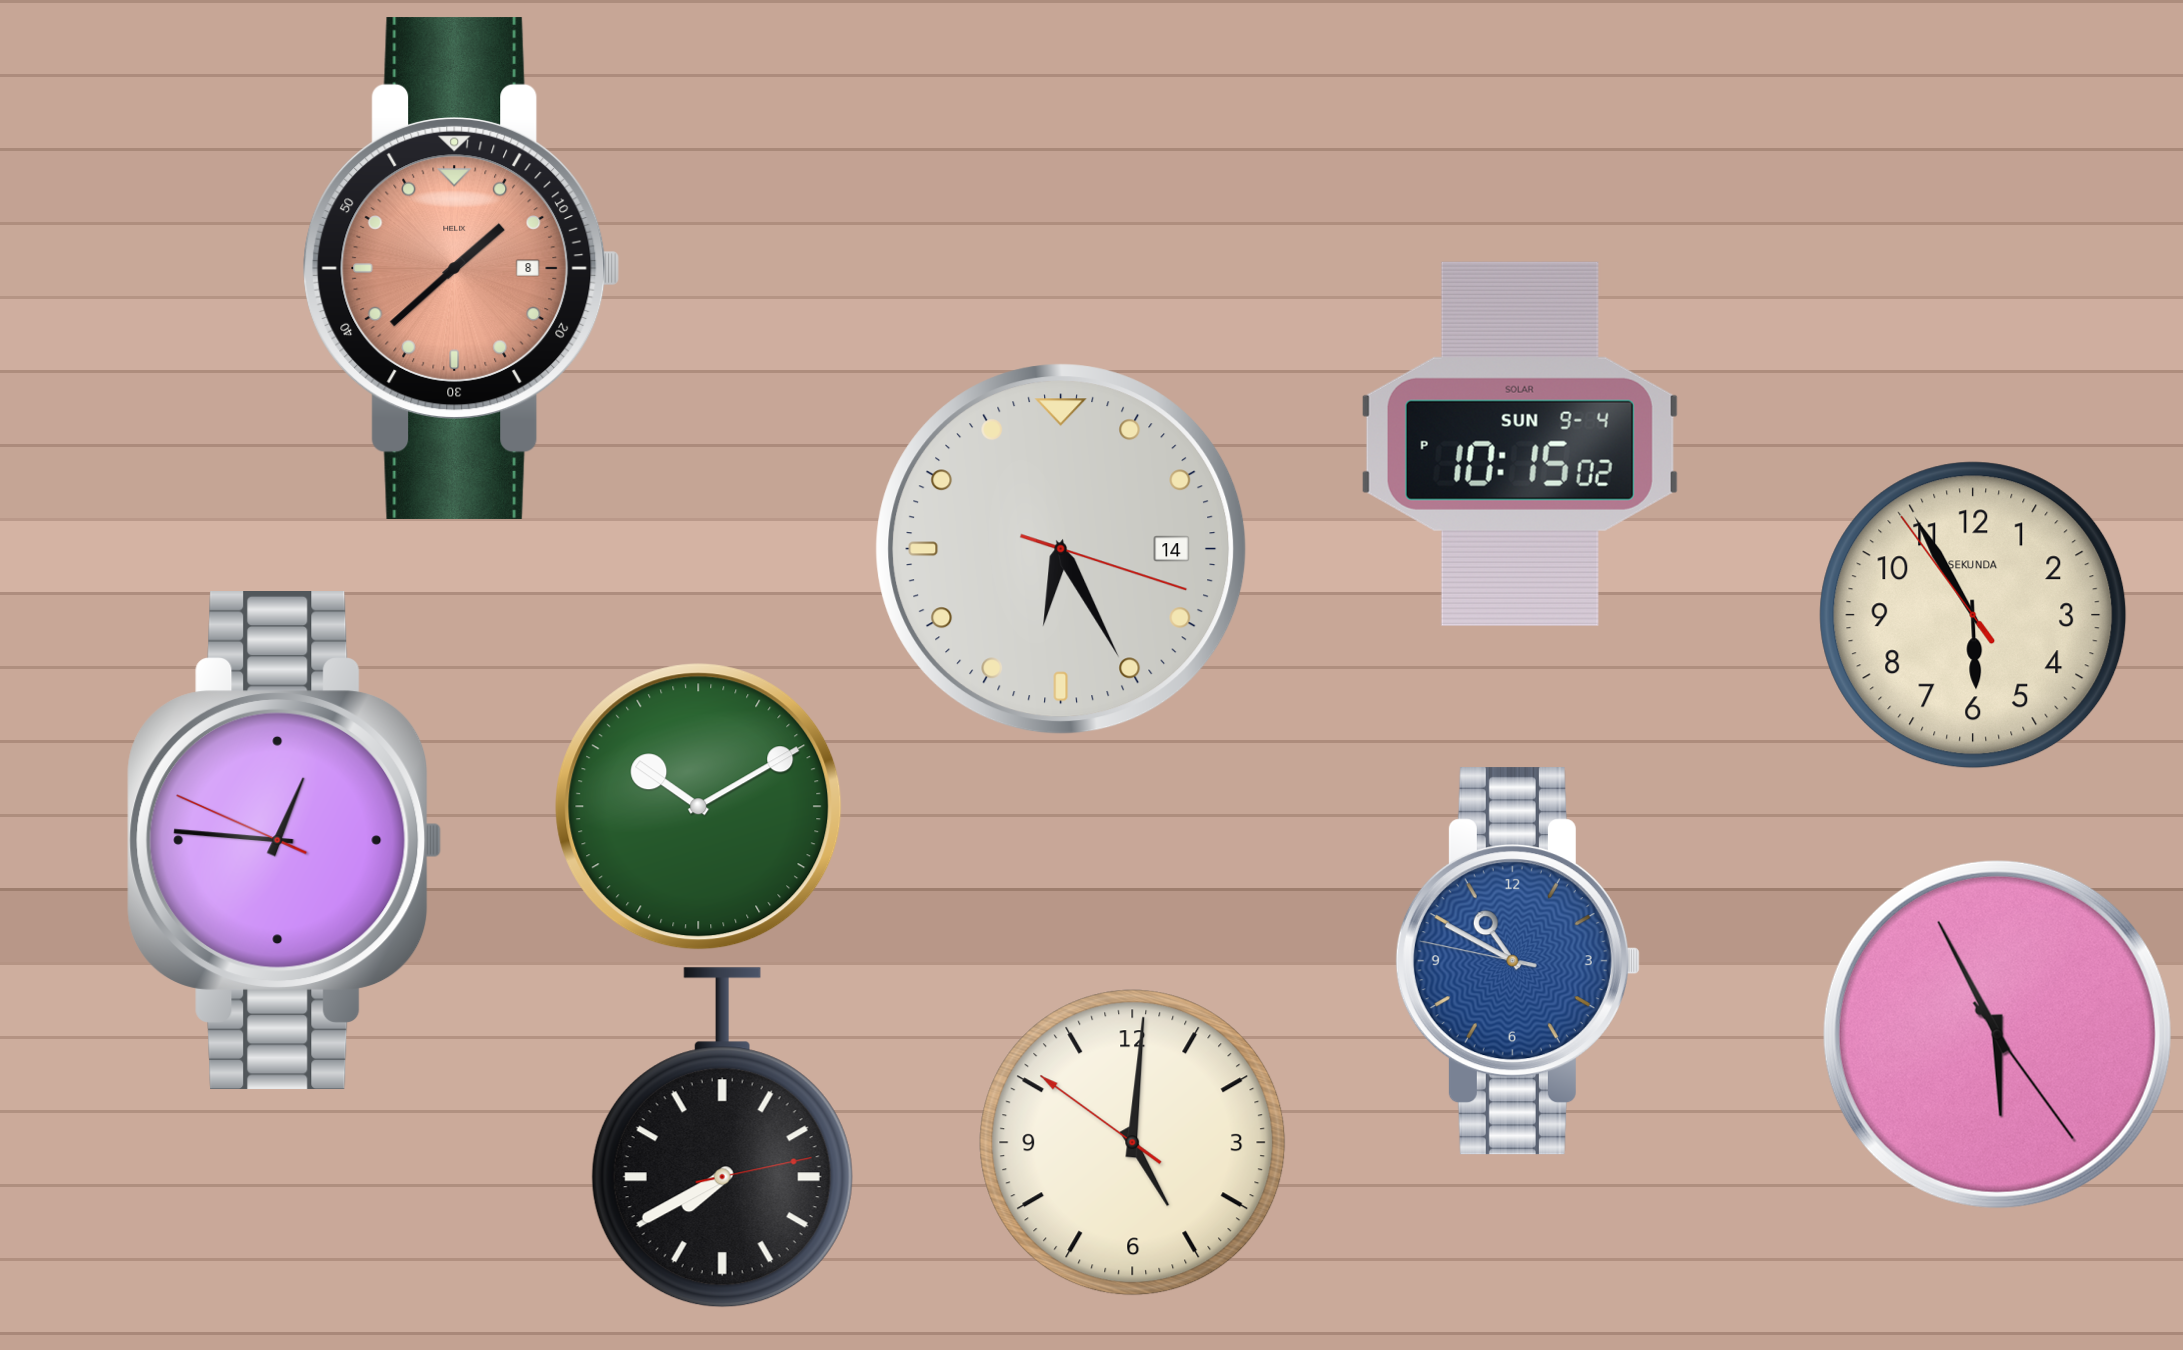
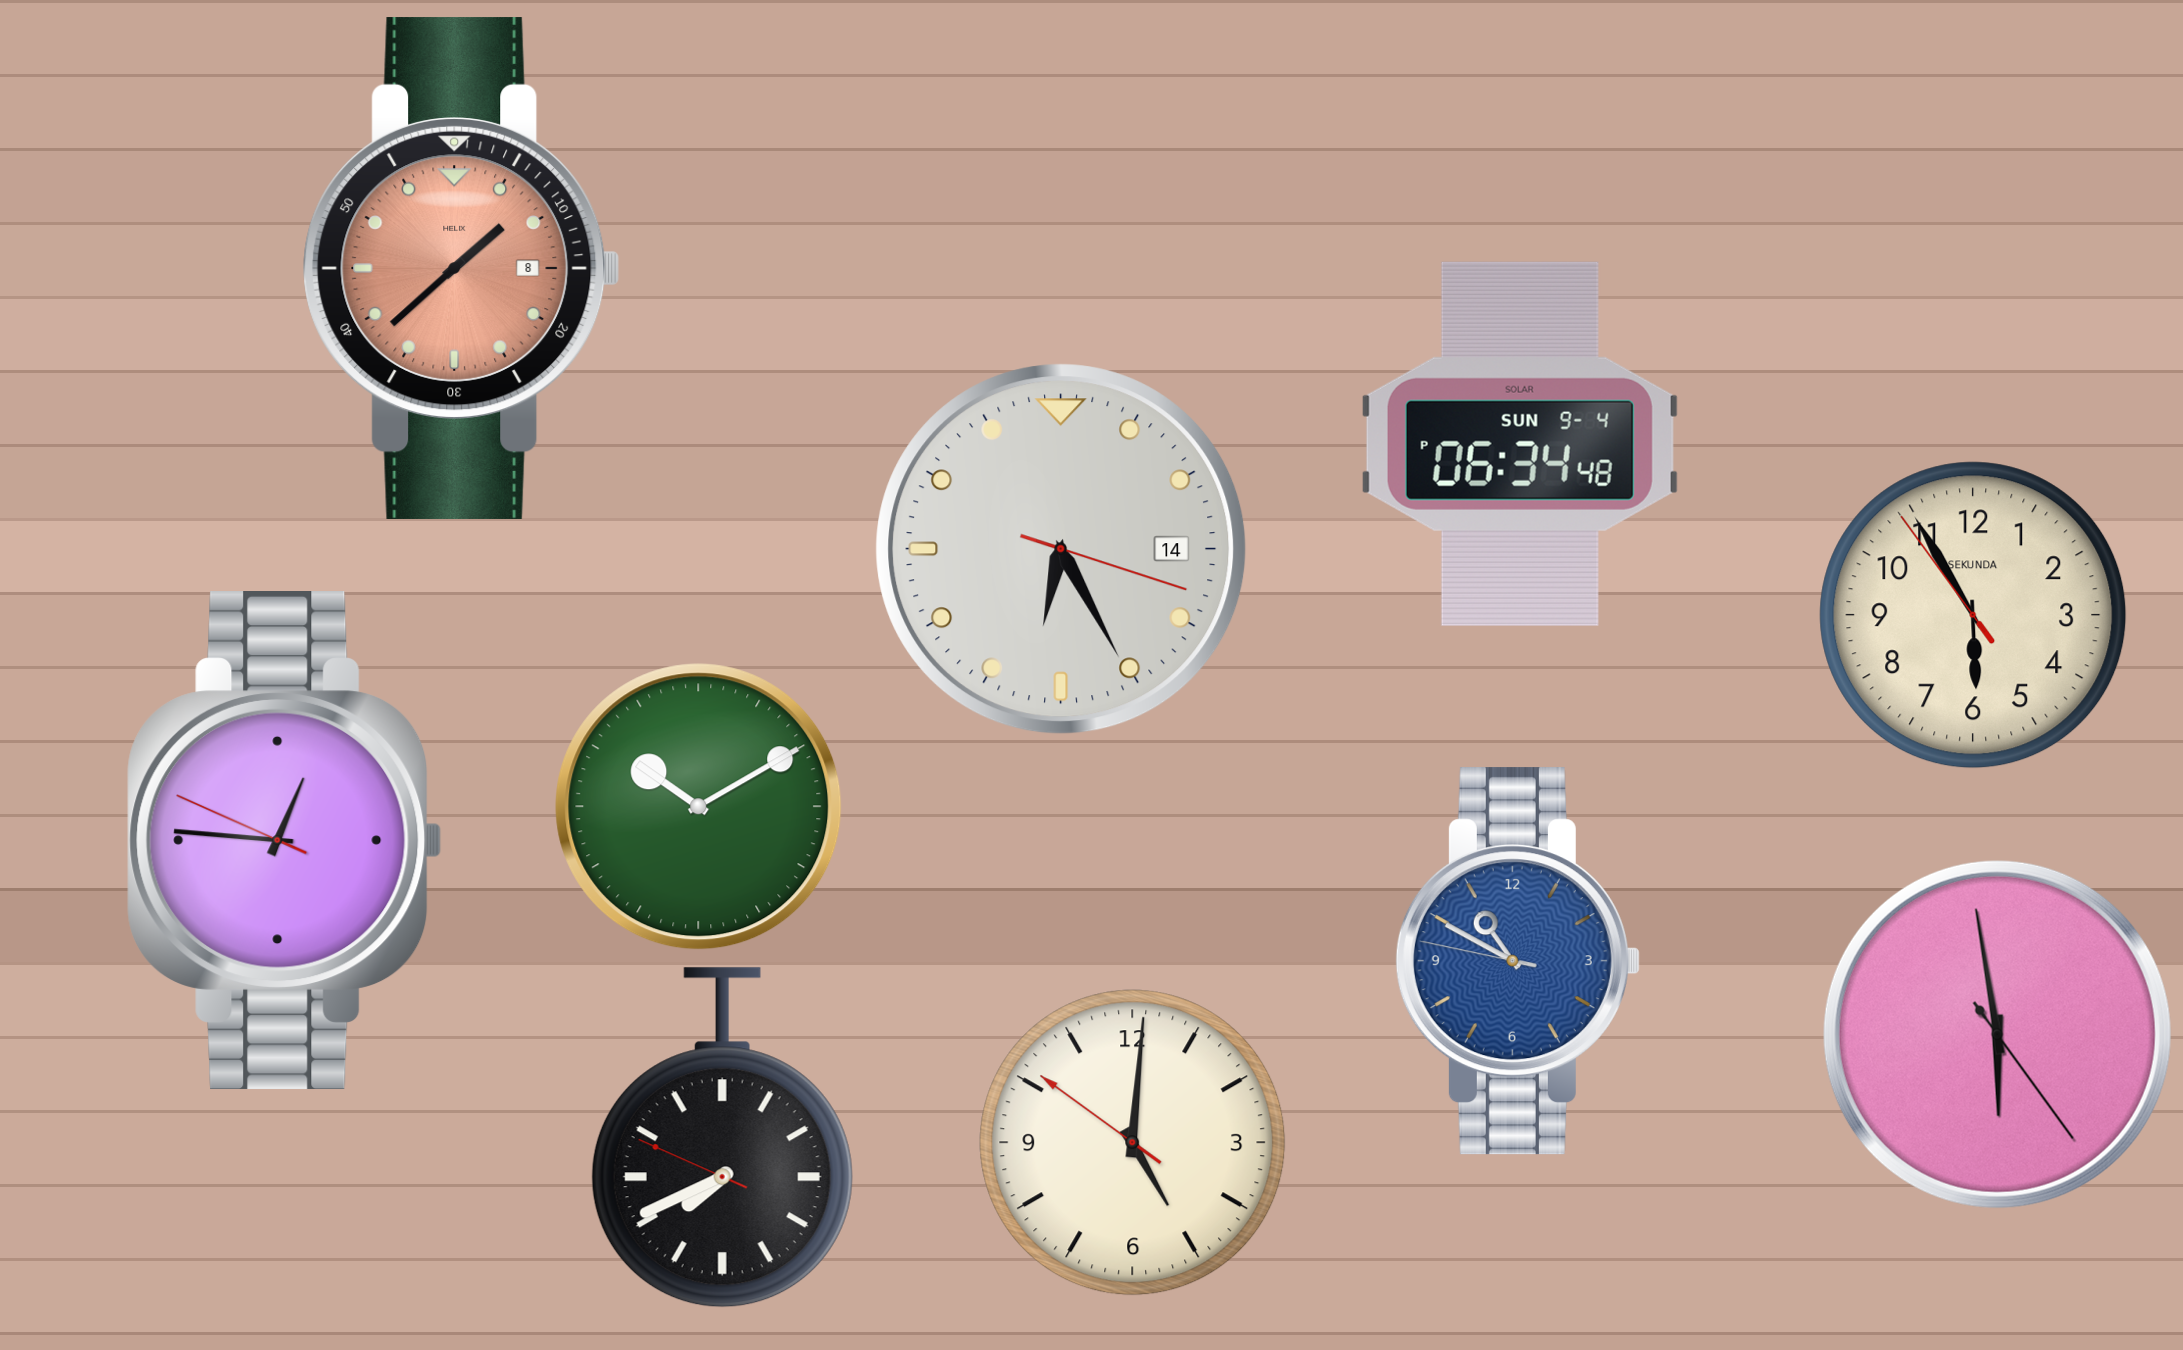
clock at (1520, 444): 10:15 -> 06:34
clock at (1997, 1034): 5:55 -> 5:58
clock at (722, 1138): 7:40:13 -> 7:40:49
